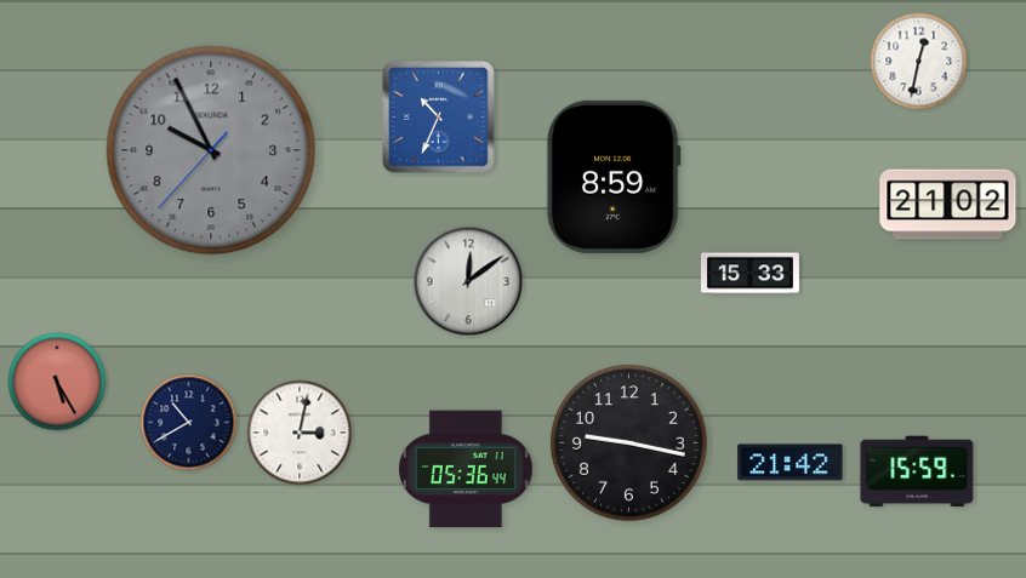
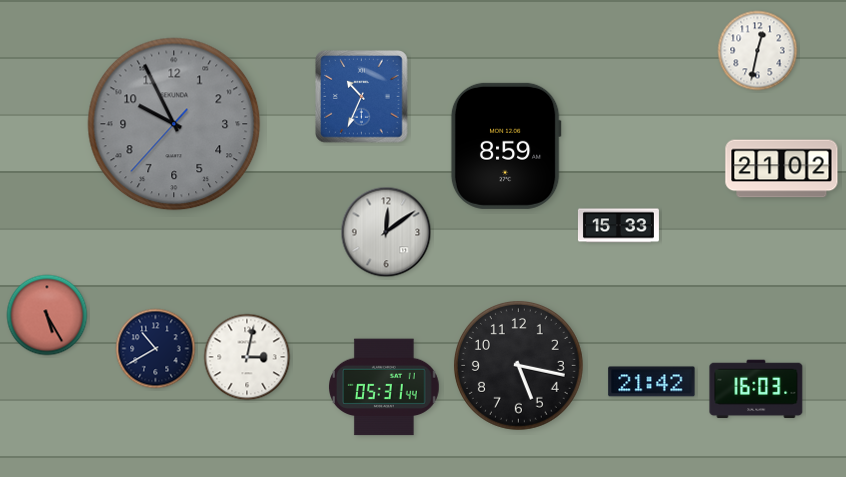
clock at (628, 442): 9:17 -> 5:17
clock at (467, 469): 05:36 -> 05:31
clock at (917, 471): 15:59 -> 16:03
